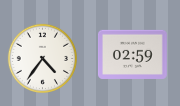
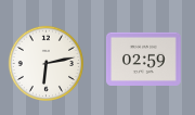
clock at (42, 58): 4:36 -> 6:13
